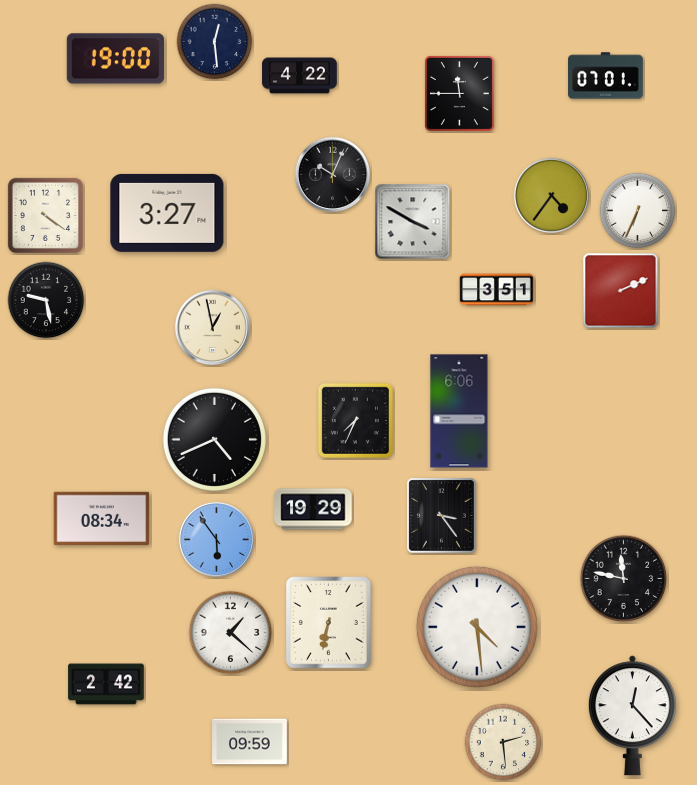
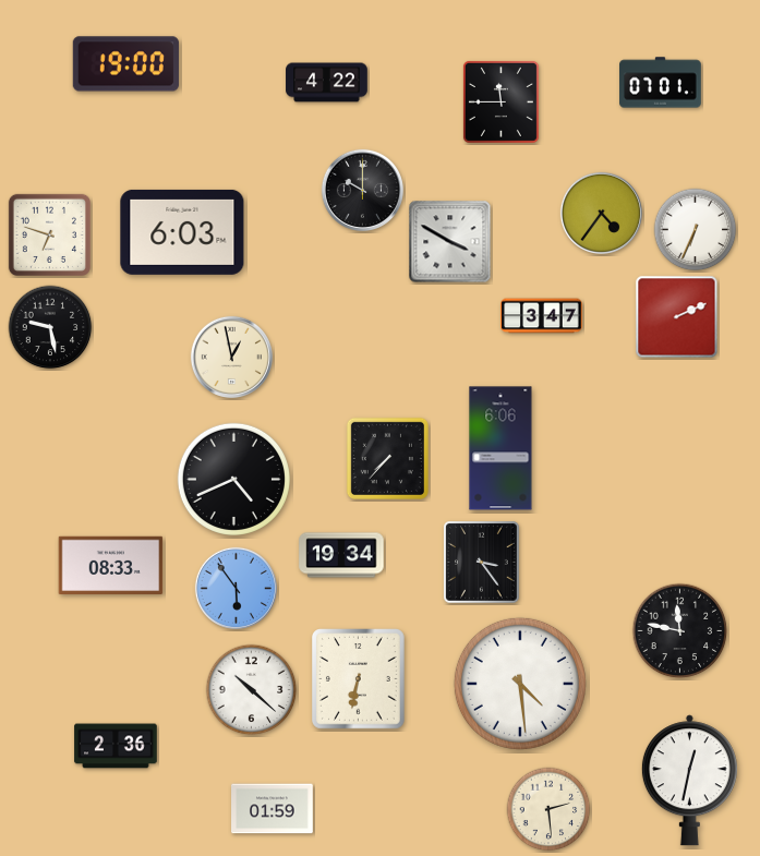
clock at (215, 42): 12:29 -> none
clock at (332, 174): 10:04 -> 10:00
clock at (167, 213): 3:27 -> 6:03
clock at (45, 215): 4:21 -> 6:48
clock at (497, 290): 3:51 -> 3:47
clock at (355, 420): 7:34 -> 7:37
clock at (313, 509): 19:29 -> 19:34
clock at (102, 519): 08:34 -> 08:33
clock at (231, 633): 1:22 -> 10:22
clock at (106, 684): 2:42 -> 2:36
clock at (632, 716): 12:23 -> 12:32
clock at (250, 742): 09:59 -> 01:59
